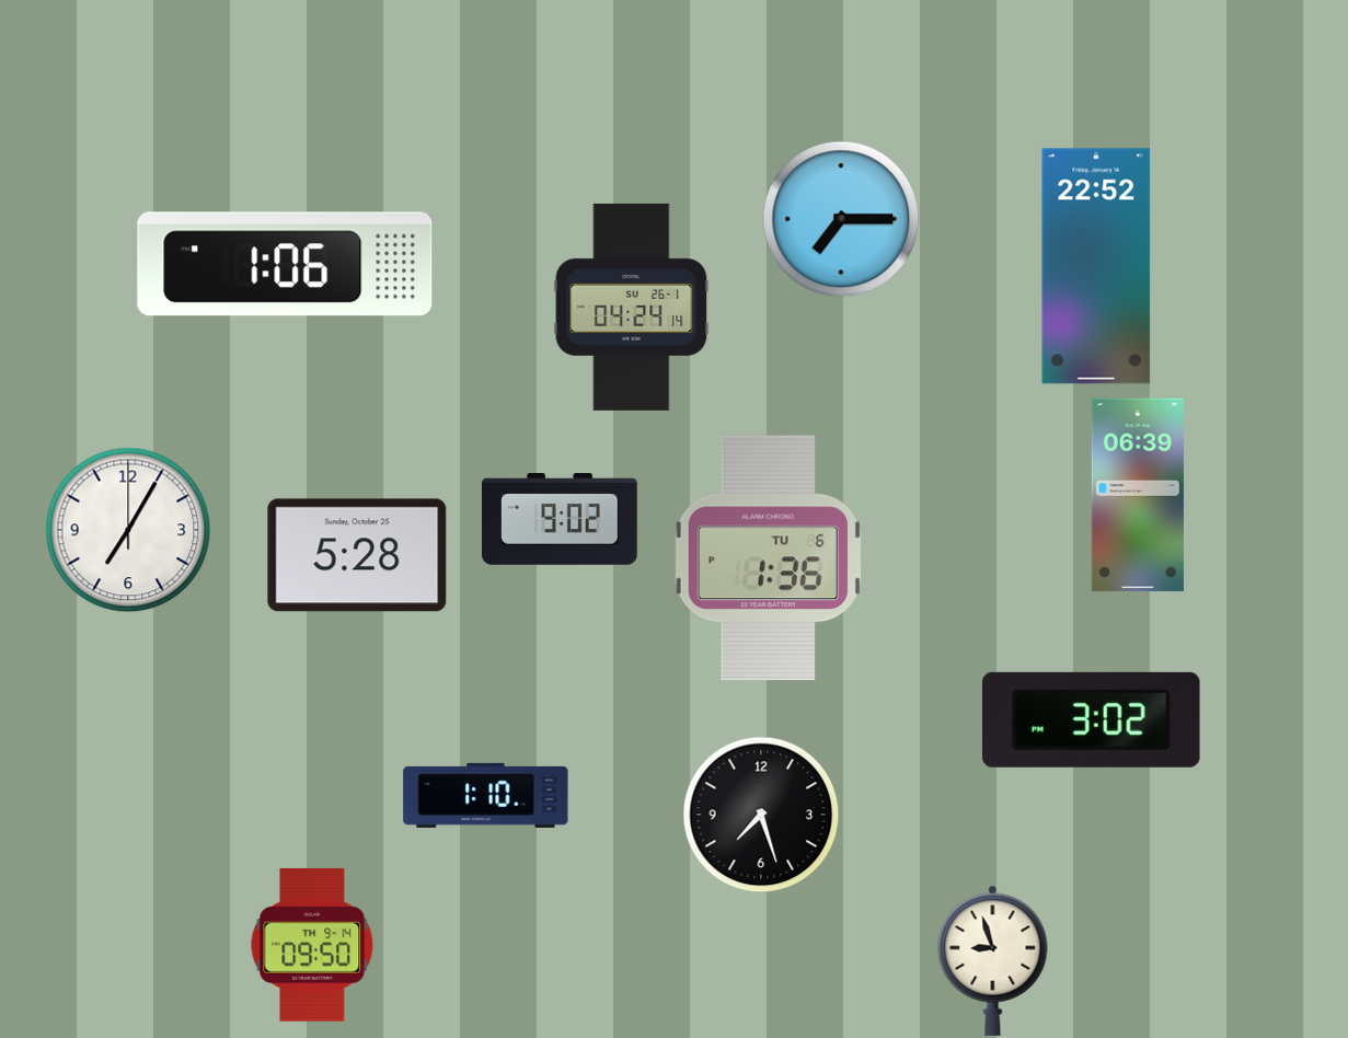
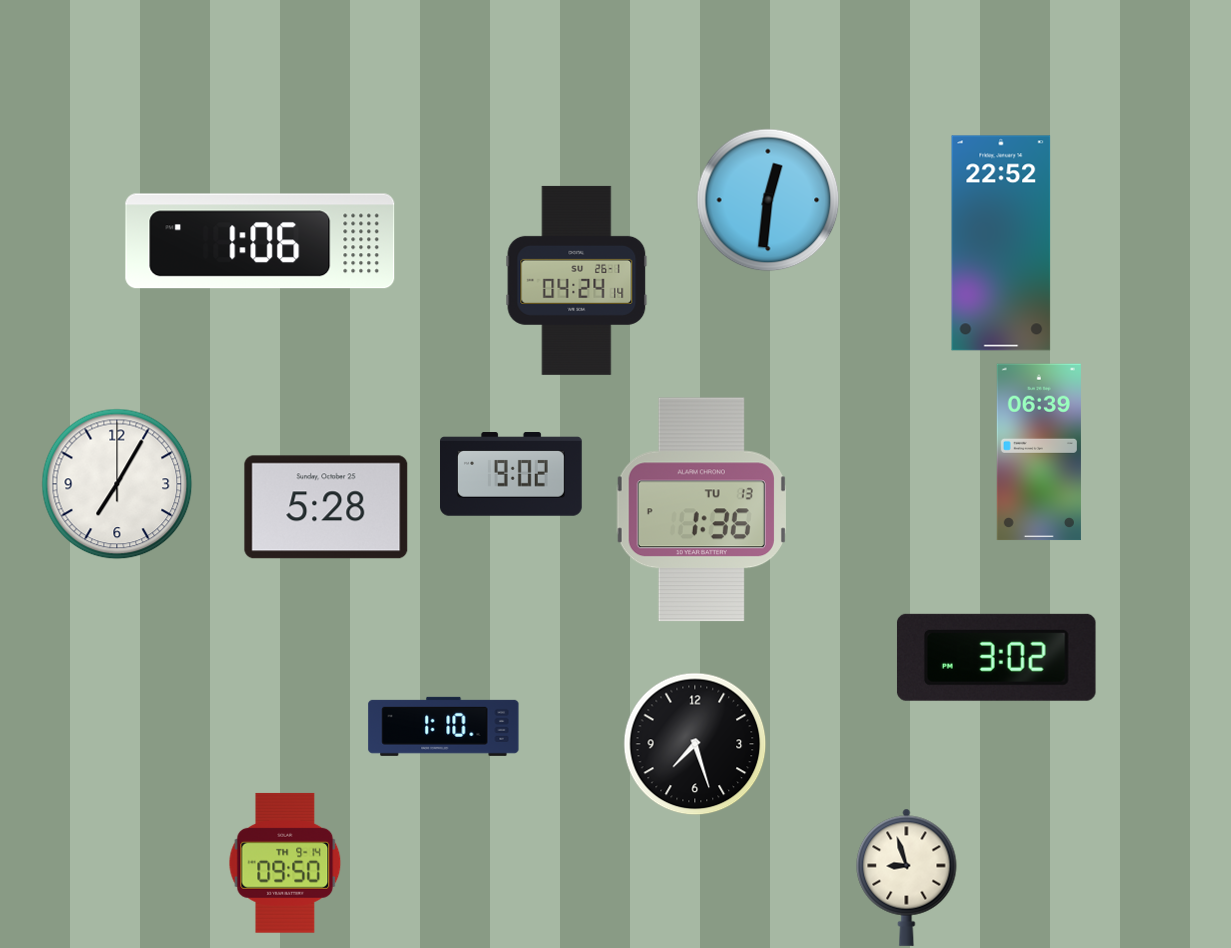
clock at (841, 219): 7:15 -> 12:31
clock at (768, 558) date: TU 6 -> TU 13
